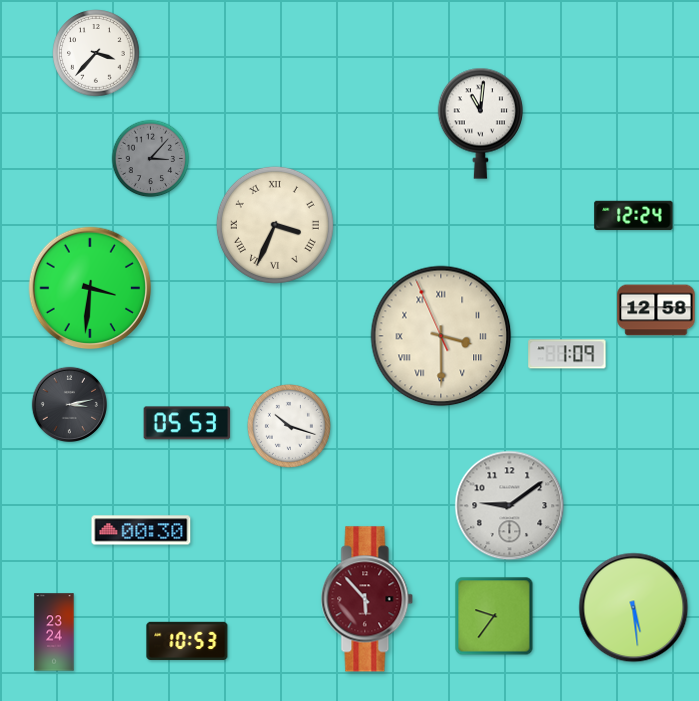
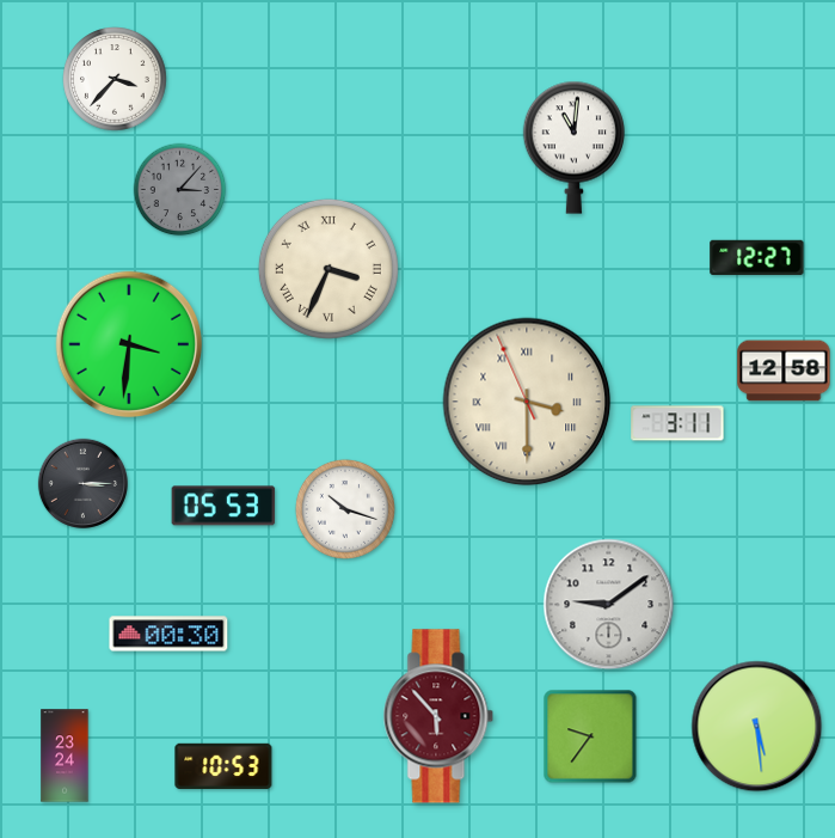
clock at (96, 53) position: (96, 53) -> (115, 79)
clock at (634, 215): 12:24 -> 12:27
clock at (90, 288) position: (90, 288) -> (129, 344)
clock at (567, 354): 1:09 -> 3:11
clock at (69, 404): 3:13 -> 3:15
